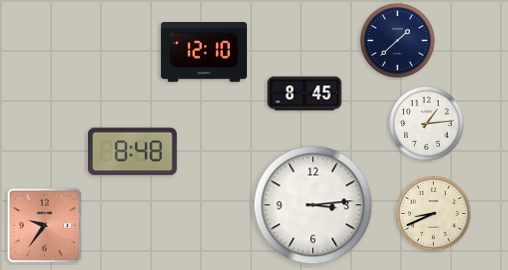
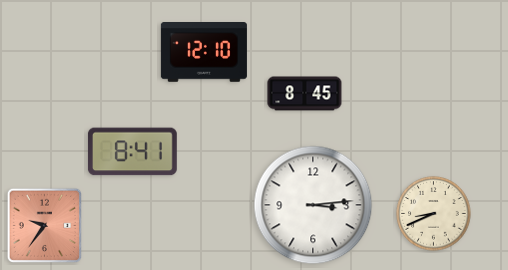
clock at (398, 41): 1:38 -> none
clock at (427, 124): 1:14 -> none
clock at (132, 152): 8:48 -> 8:41
